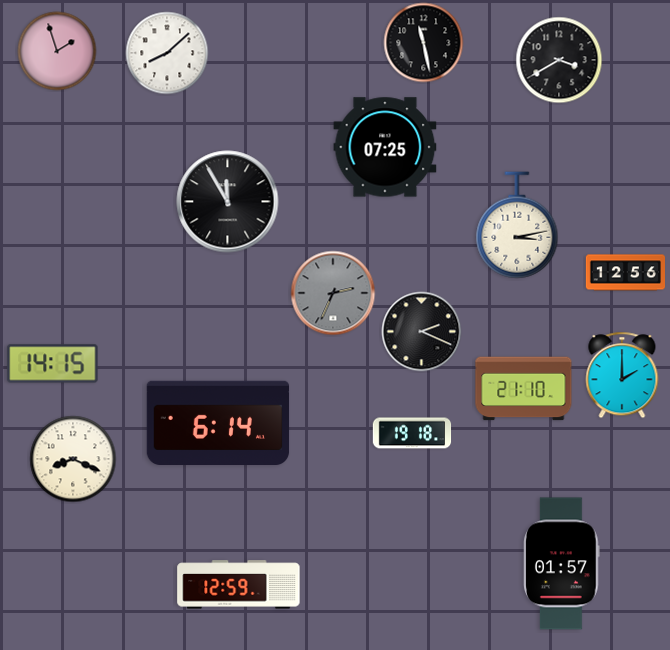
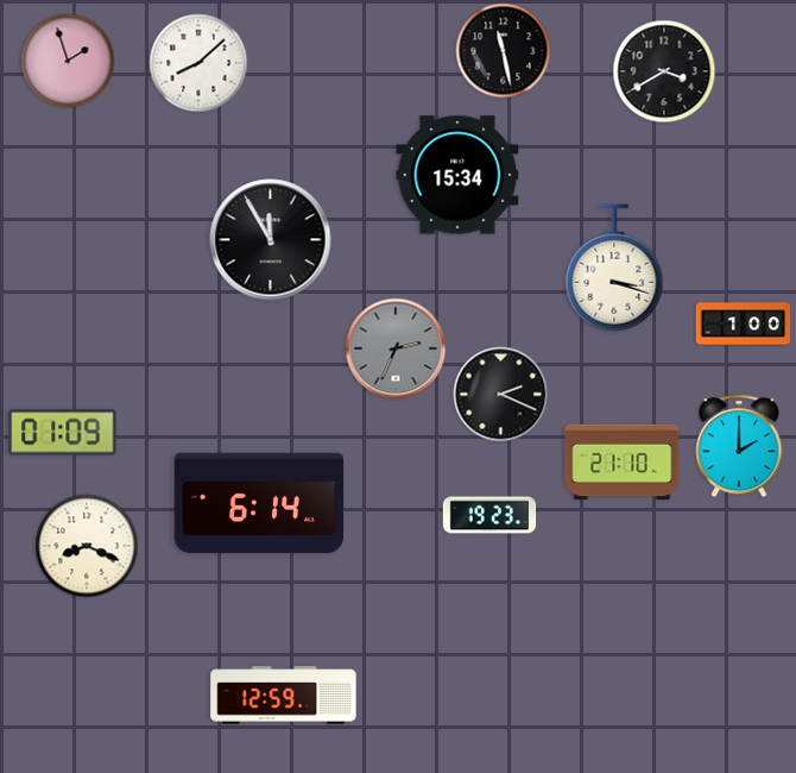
clock at (385, 147): 07:25 -> 15:34
clock at (517, 225): 3:13 -> 3:18
clock at (625, 273): 12:56 -> 1:00
clock at (53, 364): 14:15 -> 01:09
clock at (412, 433): 19:18 -> 19:23
clock at (562, 564): 01:57 -> none
